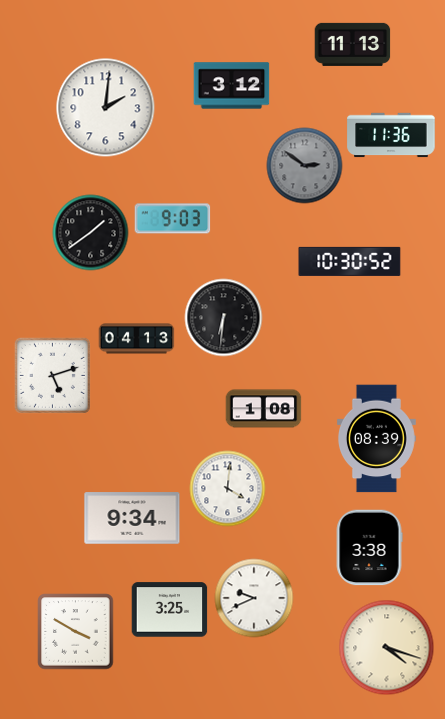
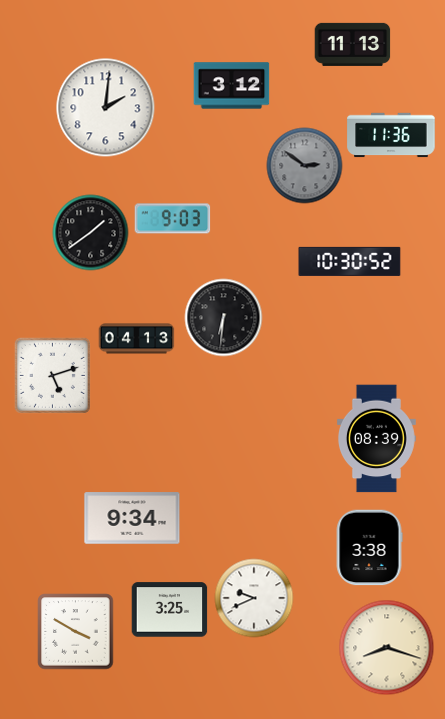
clock at (264, 409): 1:08 -> none
clock at (228, 489): 4:01 -> none
clock at (387, 648): 4:18 -> 8:18
